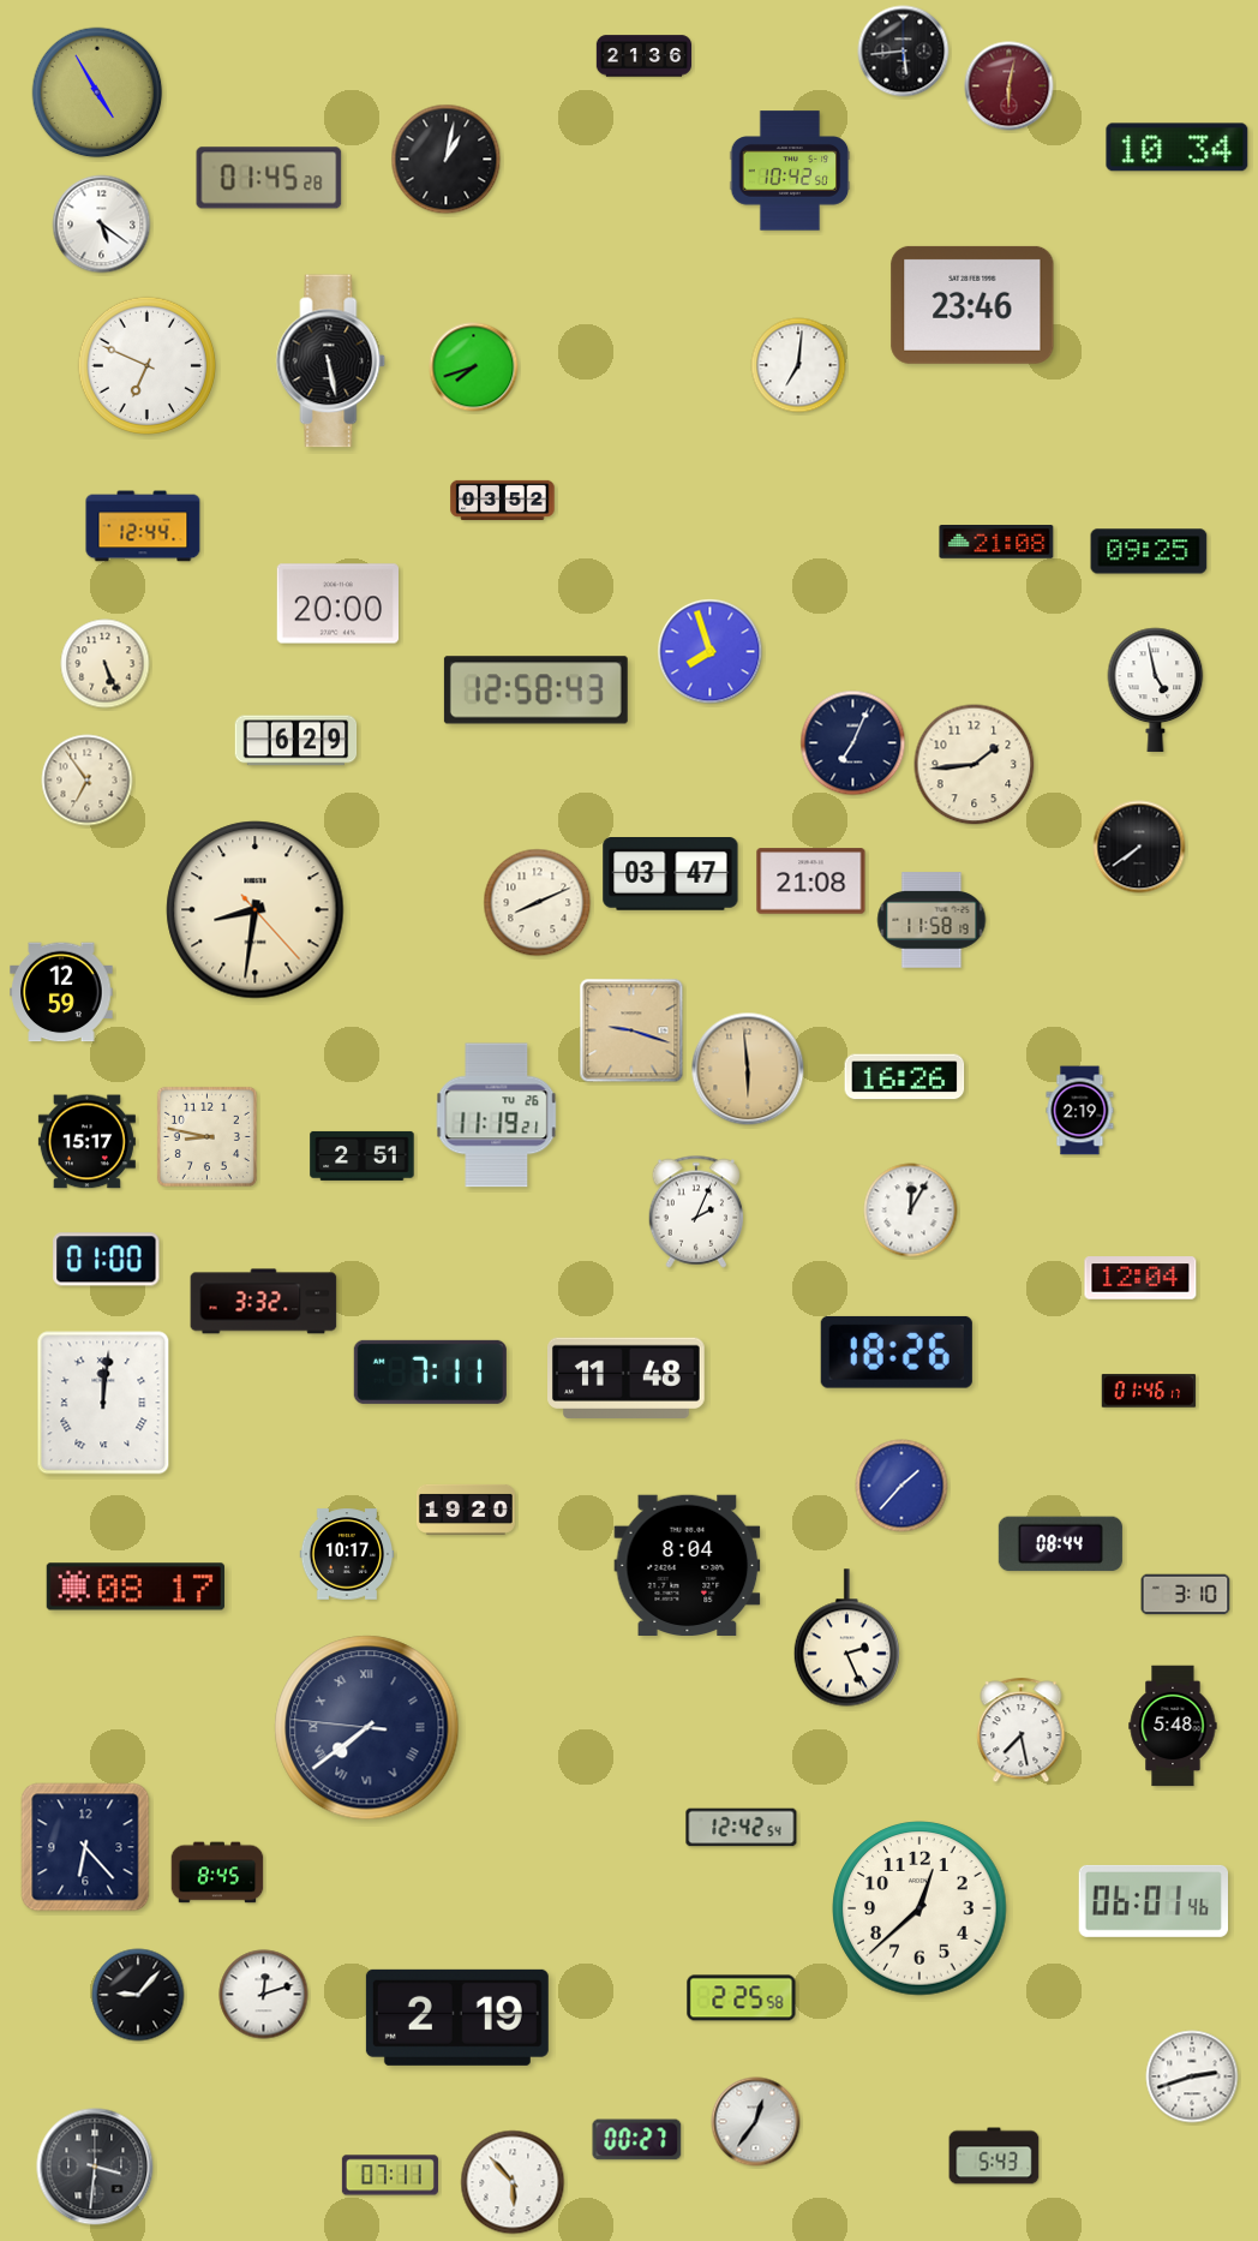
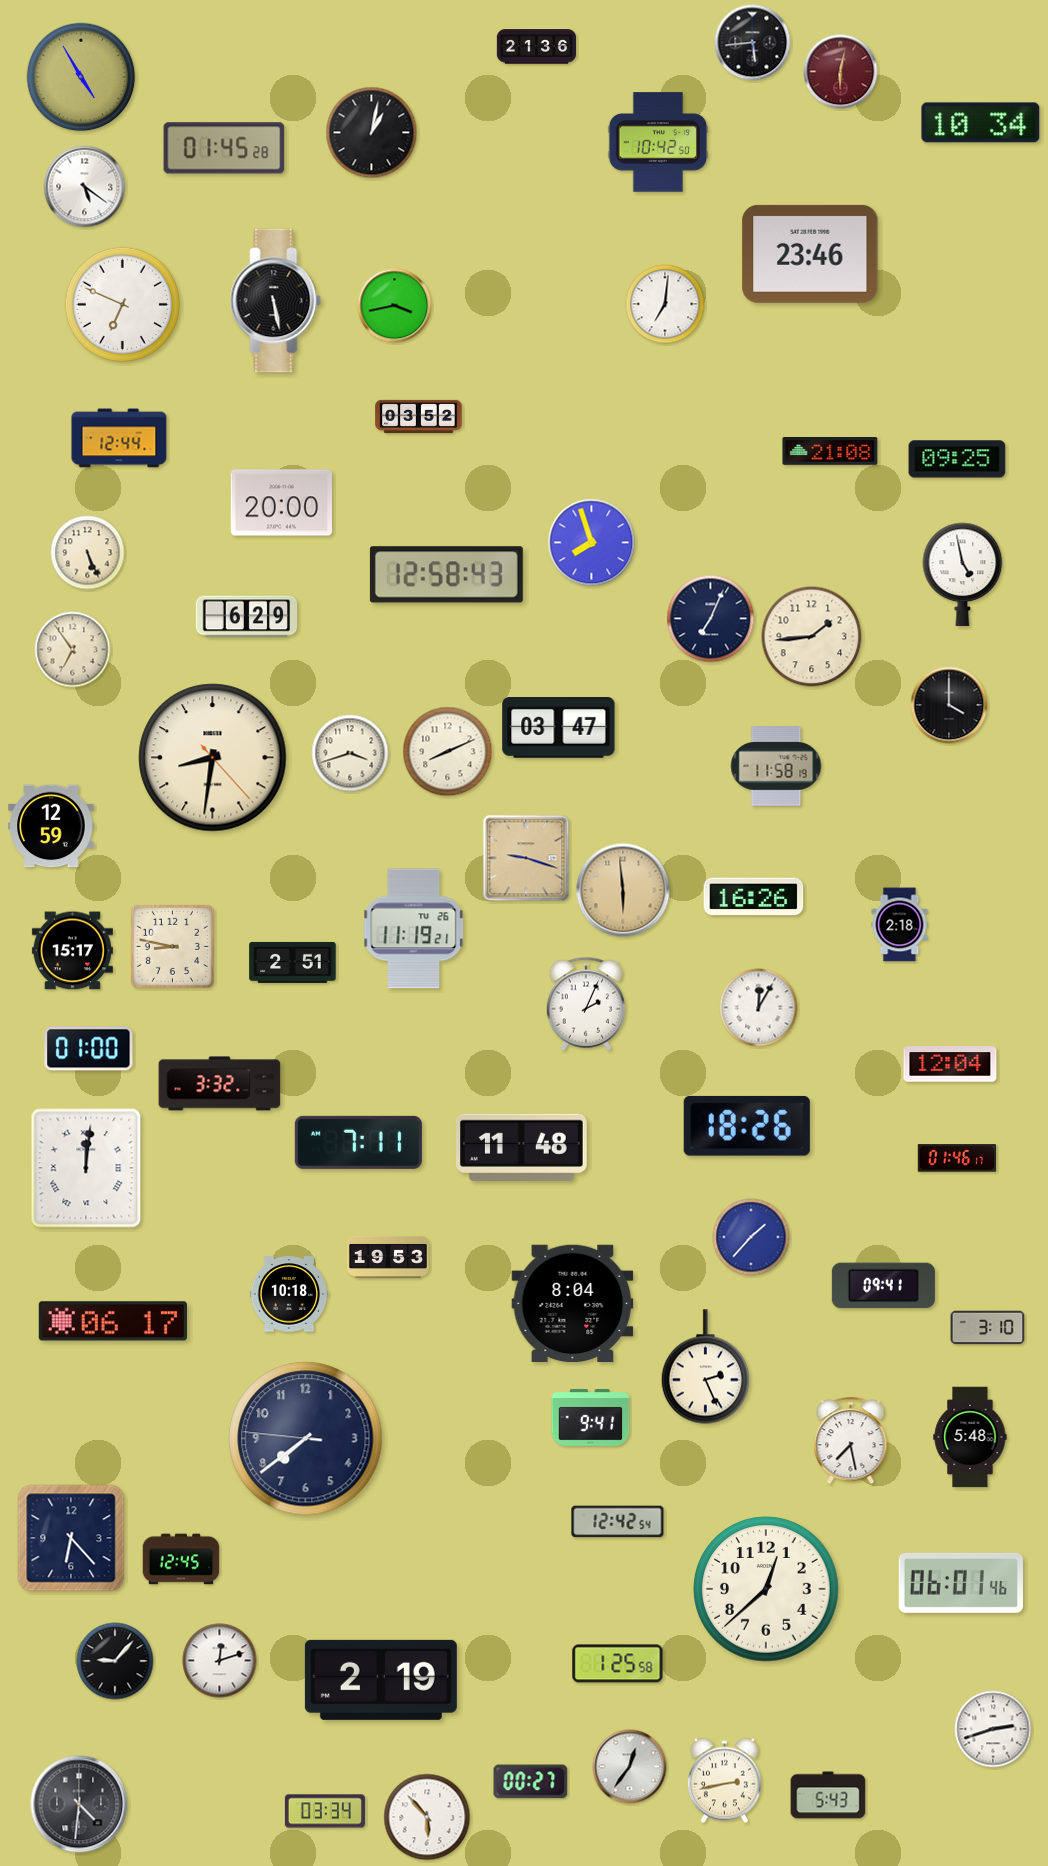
clock at (474, 367): 7:42 -> 3:43
clock at (1139, 847): 7:39 -> 4:00
clock at (811, 882): 21:08 -> none
clock at (350, 753): none -> 3:42
clock at (1080, 1111): 2:19 -> 2:18
clock at (363, 1155) position: (363, 1155) -> (293, 962)
clock at (696, 1212) position: (696, 1212) -> (586, 1004)
clock at (466, 1510): 19:20 -> 19:53
clock at (1060, 1544): 08:44 -> 09:41
clock at (347, 1554): 10:17 -> 10:18
clock at (136, 1586): 08:17 -> 06:17
clock at (846, 1638) position: (846, 1638) -> (705, 1367)
clock at (591, 1418): none -> 9:41
clock at (1173, 1726) position: (1173, 1726) -> (970, 1437)
clock at (367, 1728) numerals: Roman -> Arabic
clock at (217, 1872): 8:45 -> 12:45
clock at (742, 1998): 2:25 -> 1:25
clock at (724, 1781): none -> 2:43
clock at (95, 2167): 3:31 -> 4:31
clock at (390, 2175): 07:11 -> 03:34
